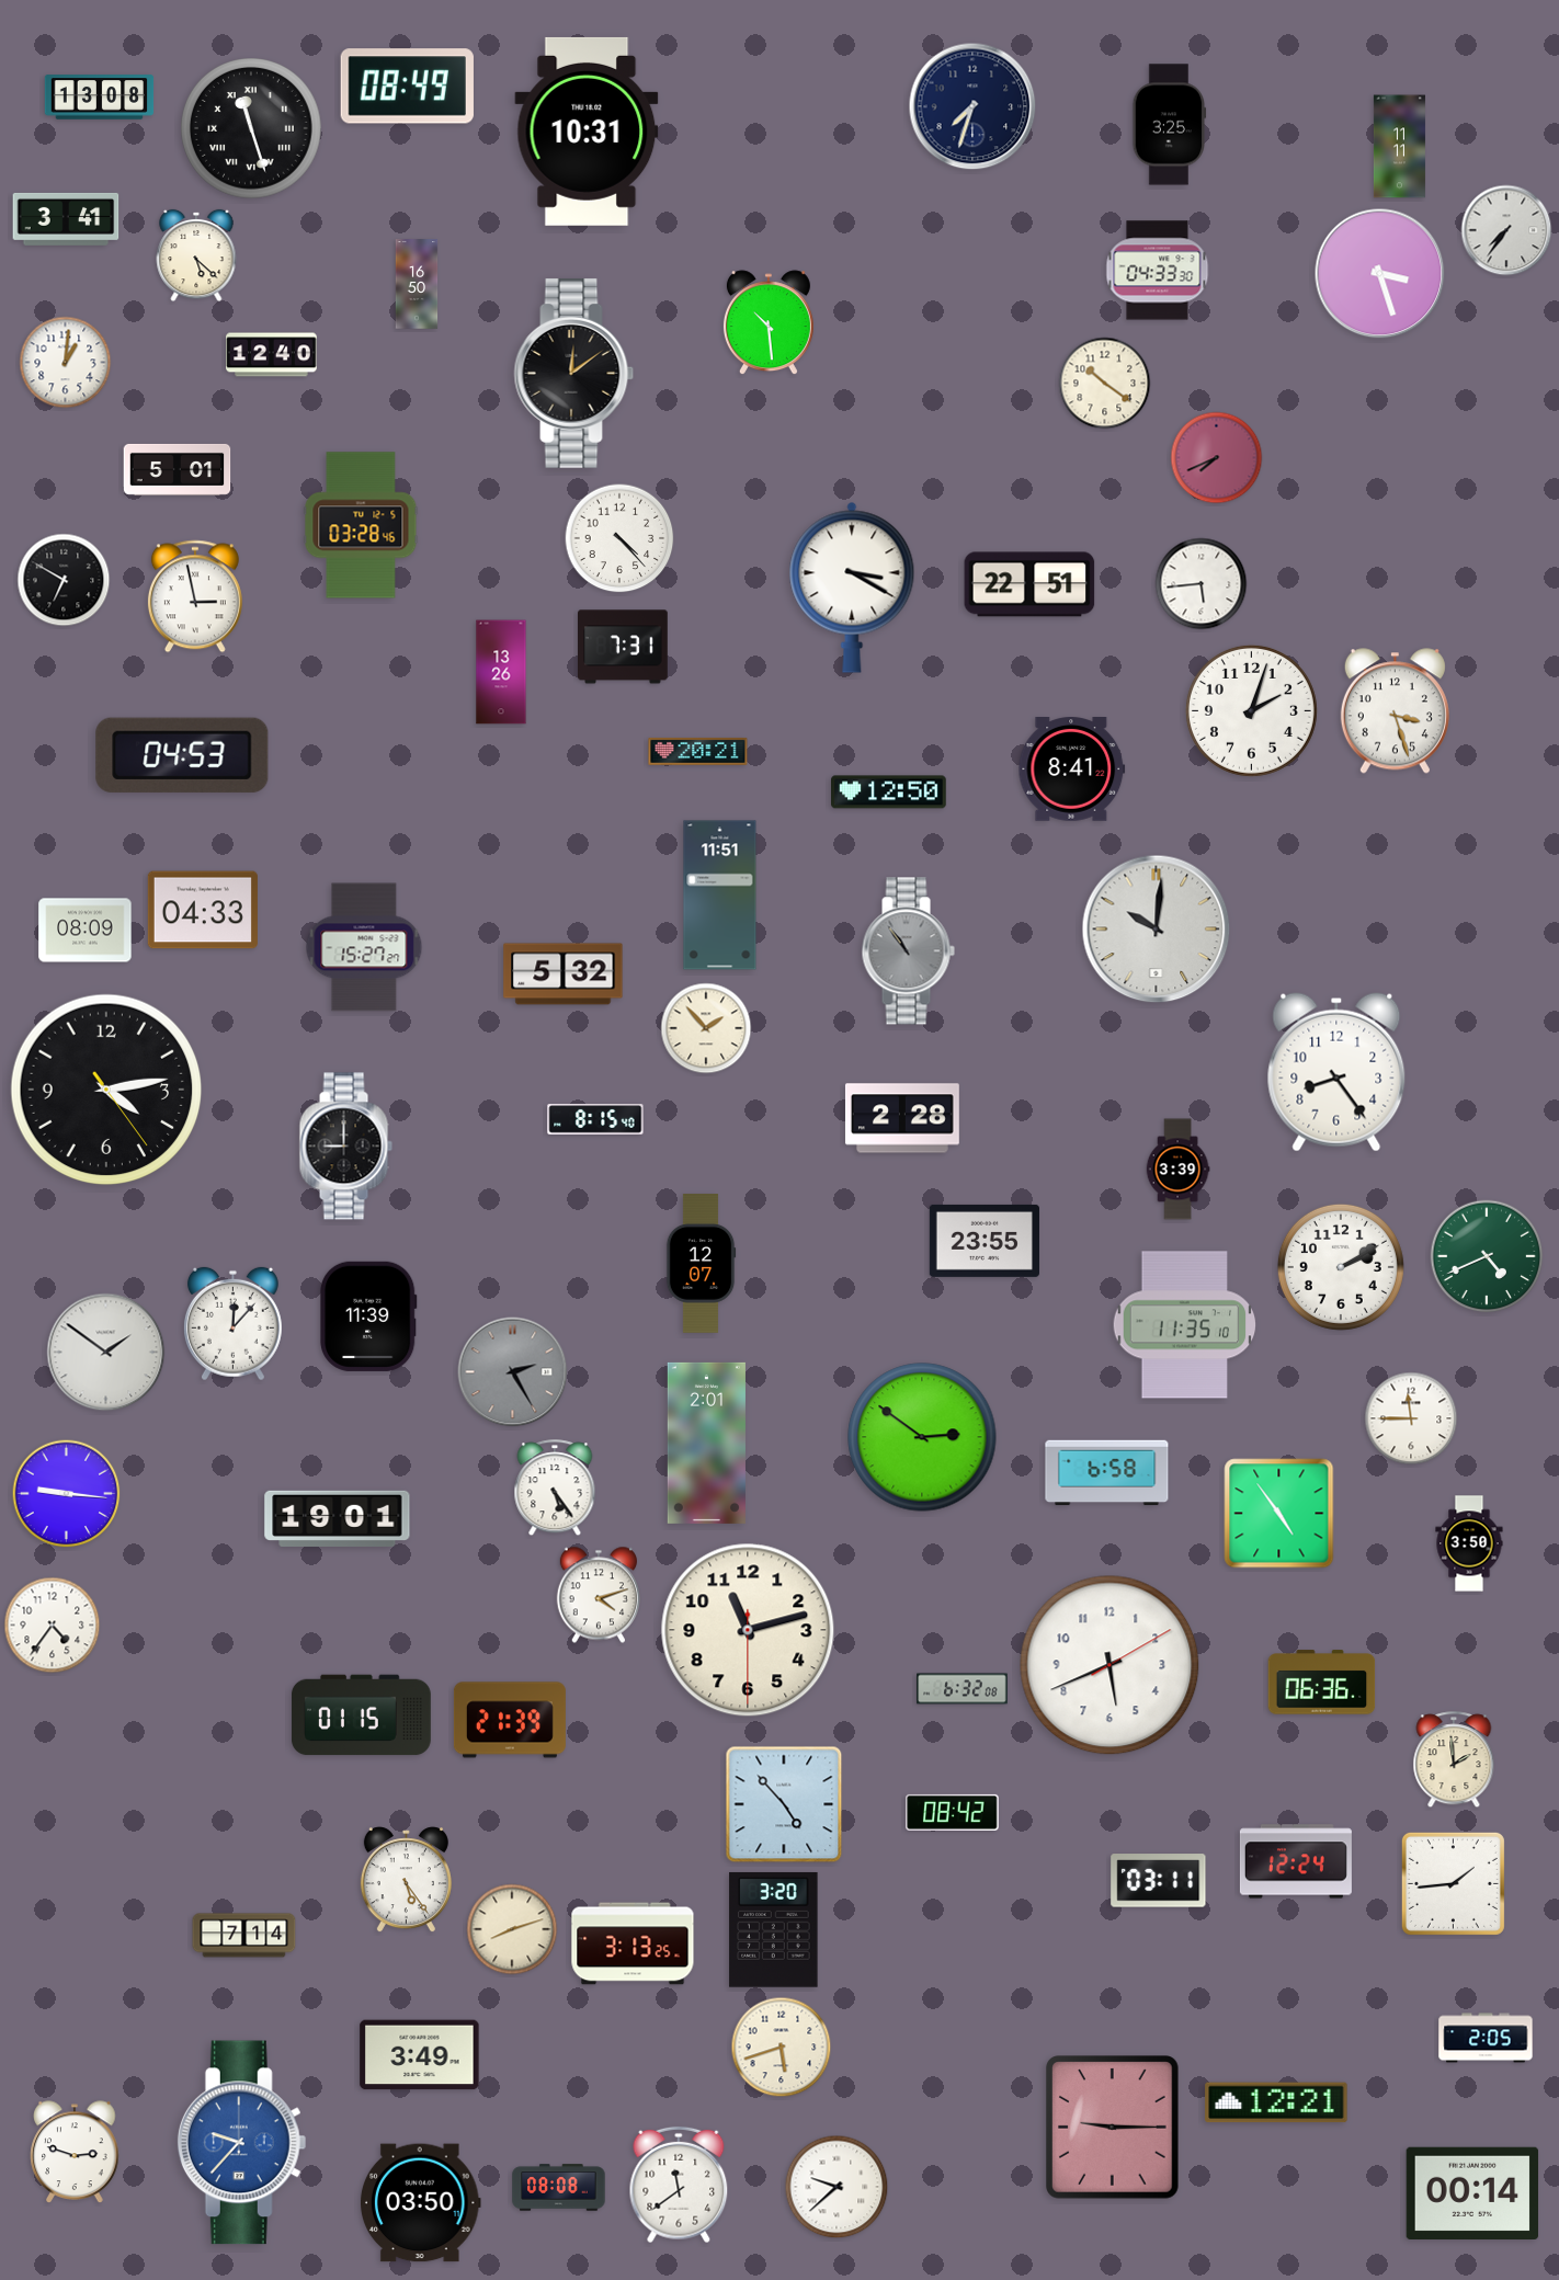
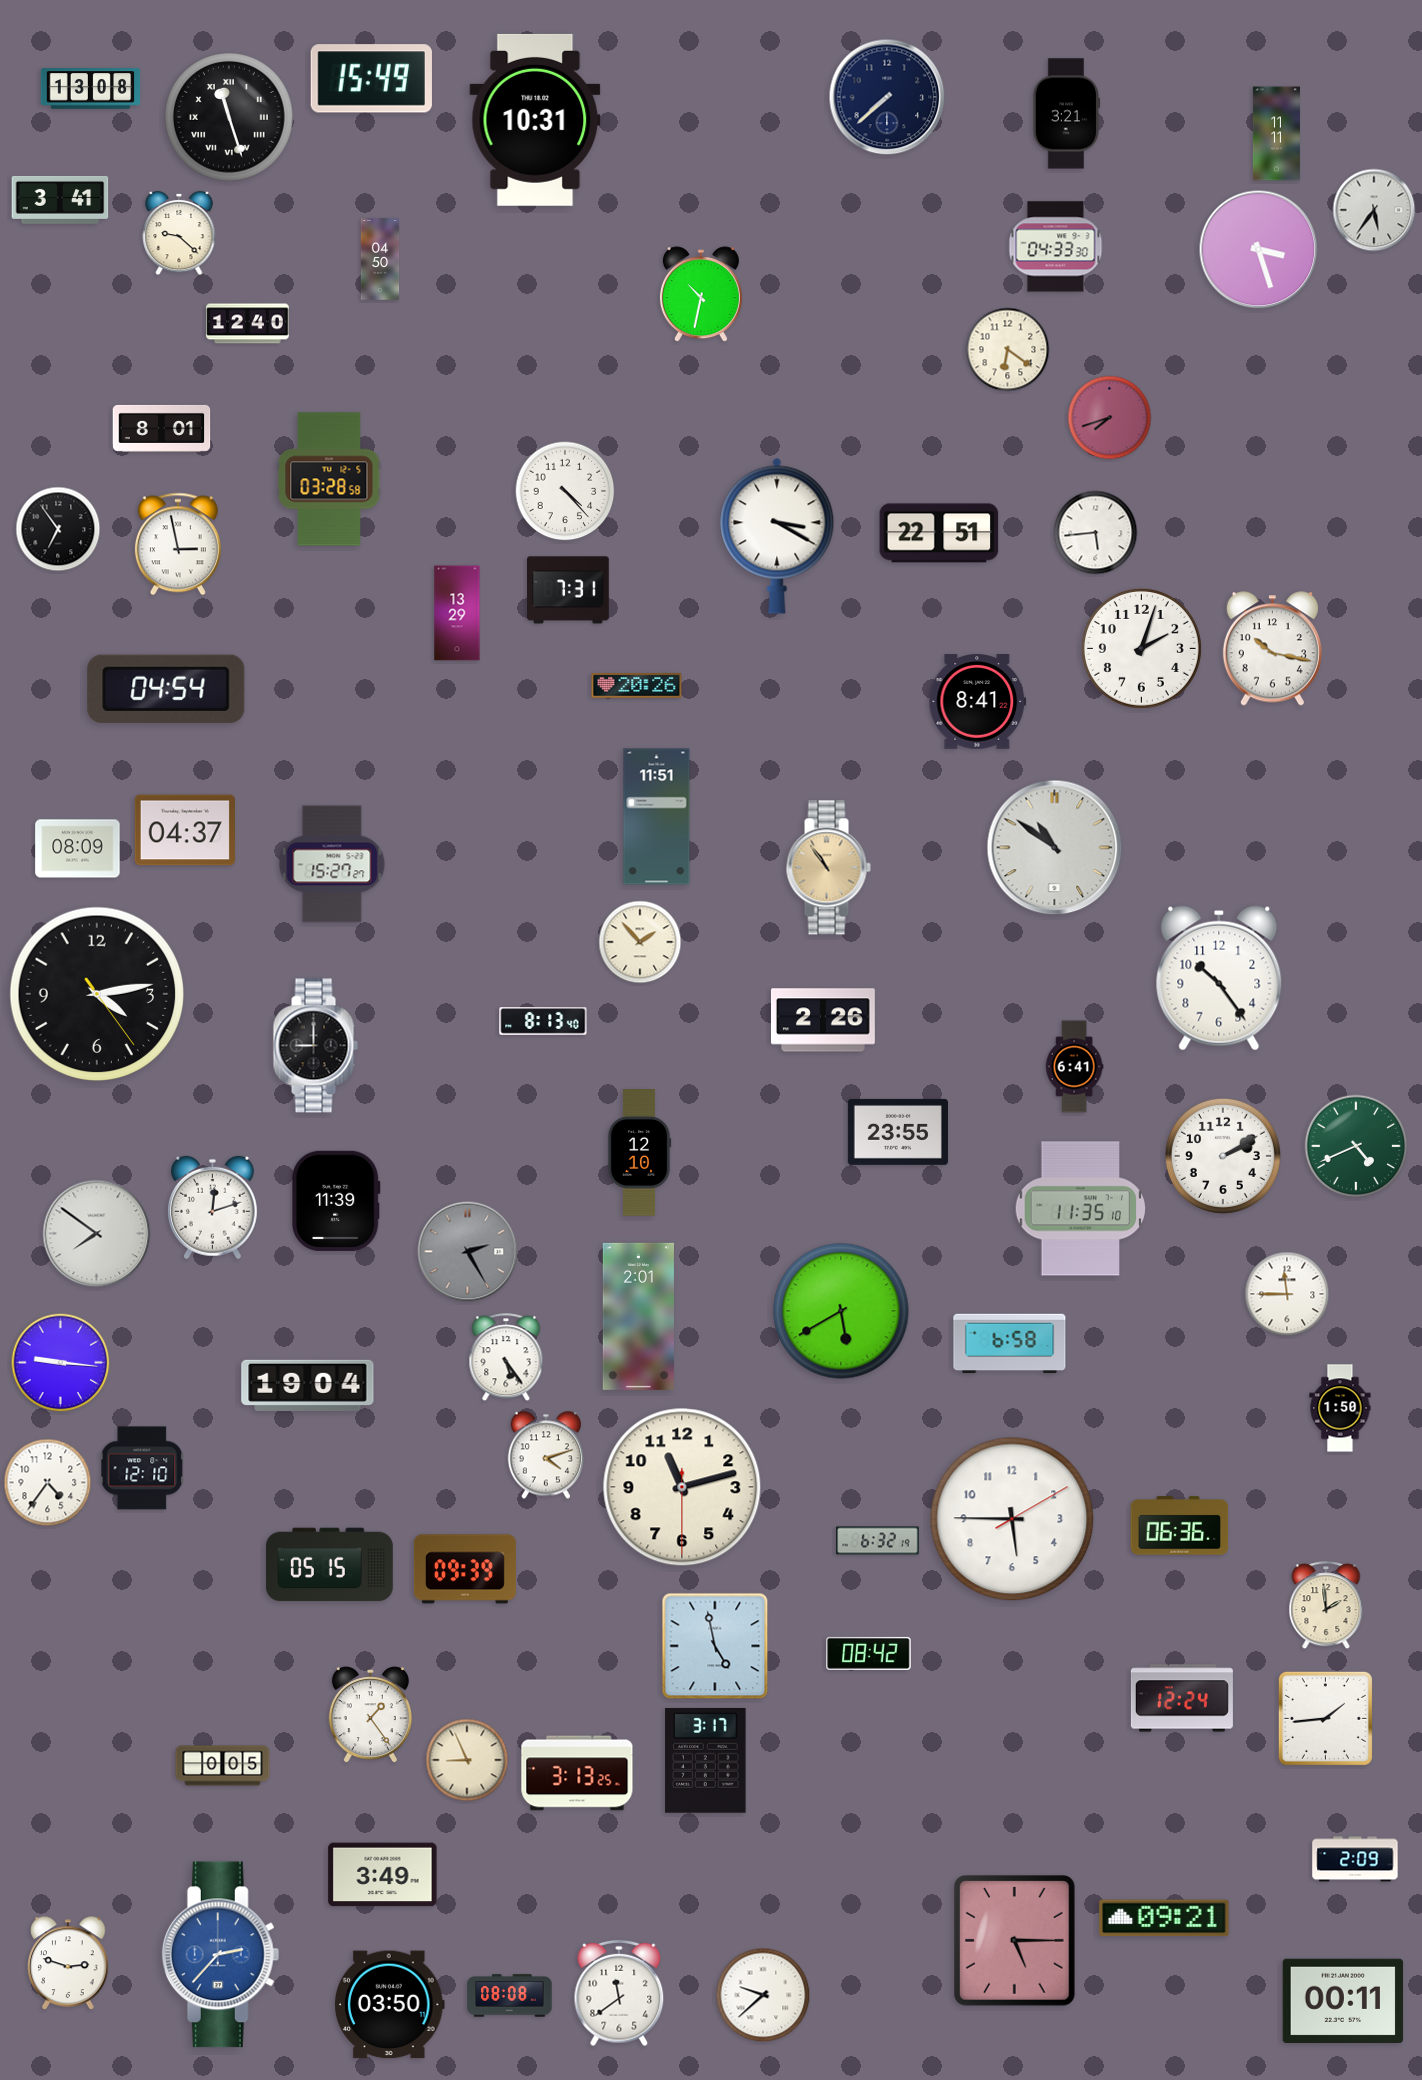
clock at (407, 87): 08:49 -> 15:49
clock at (972, 106): 7:33 -> 7:38
clock at (1170, 125): 3:25 -> 3:21
clock at (1506, 230): 7:36 -> 5:36
clock at (196, 255): 5:22 -> 9:22
clock at (417, 284): 16:50 -> 04:50
clock at (769, 323): 10:29 -> 10:32
clock at (66, 363): 1:01 -> none
clock at (574, 373): 12:09 -> none
clock at (1105, 384): 10:21 -> 6:21
clock at (1217, 458): 7:41 -> 7:42
clock at (178, 469): 5:01 -> 8:01
clock at (361, 525): 03:28:46 -> 03:28:58
clock at (64, 580): 6:50 -> 6:54
clock at (501, 672): 13:26 -> 13:29
clock at (1395, 711): 3:27 -> 10:17
clock at (698, 751): 20:21 -> 20:26
clock at (182, 755): 04:53 -> 04:54
clock at (889, 793): 12:50 -> none
clock at (203, 910): 04:33 -> 04:37
clock at (1157, 930): 10:01 -> 10:51
clock at (908, 951) dial: grey -> champagne
clock at (564, 974): 5:32 -> none
clock at (706, 1028) position: (706, 1028) -> (640, 942)
clock at (1336, 1072): 8:24 -> 10:24
clock at (902, 1118): 2:28 -> 2:26
clock at (595, 1120): 8:15 -> 8:13
clock at (1177, 1170): 3:39 -> 6:41
clock at (701, 1264): 12:07 -> 12:10
clock at (232, 1324): 12:07 -> 12:12
clock at (106, 1353): 1:51 -> 7:51
clock at (922, 1437): 2:51 -> 5:40
clock at (706, 1443) position: (706, 1443) -> (638, 1316)
clock at (1279, 1514): 4:54 -> none
clock at (338, 1518): 19:01 -> 19:04
clock at (1469, 1543): 3:50 -> 1:50
clock at (142, 1468): none -> 12:10
clock at (1109, 1665): 5:41 -> 5:45
clock at (1322, 1683) position: (1322, 1683) -> (1180, 1526)
clock at (963, 1689): 6:32:08 -> 6:32:19
clock at (362, 1715): 01:15 -> 05:15
clock at (510, 1720): 21:39 -> 09:39
clock at (784, 1804): 4:53 -> 4:58
clock at (406, 1880): 5:24 -> 1:24
clock at (1159, 1881): 03:11 -> none
clock at (512, 1929): 8:12 -> 8:56
clock at (774, 1929): 3:20 -> 3:17
clock at (244, 1936): 7:14 -> 0:05
clock at (1486, 2038): 2:05 -> 2:09
clock at (782, 2048): 5:42 -> none
clock at (1276, 2102): 12:21 -> 09:21
clock at (1113, 2128): 9:15 -> 5:15
clock at (242, 2143): 9:37 -> 2:37
clock at (1472, 2192): 00:14 -> 00:11
clock at (421, 2203) position: (421, 2203) -> (390, 2005)
